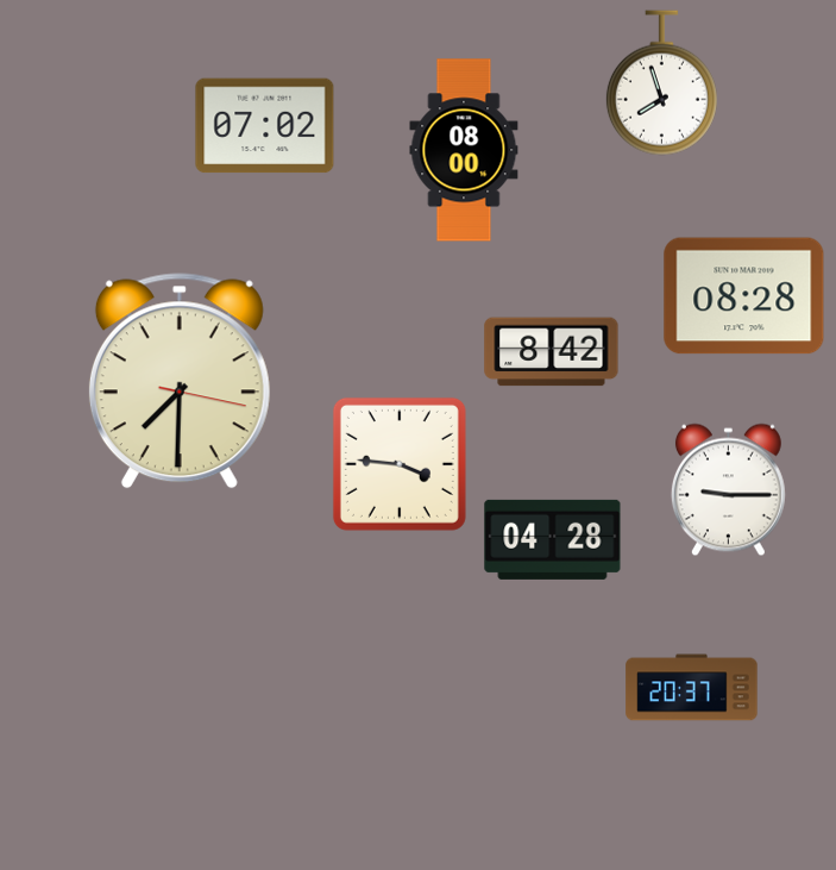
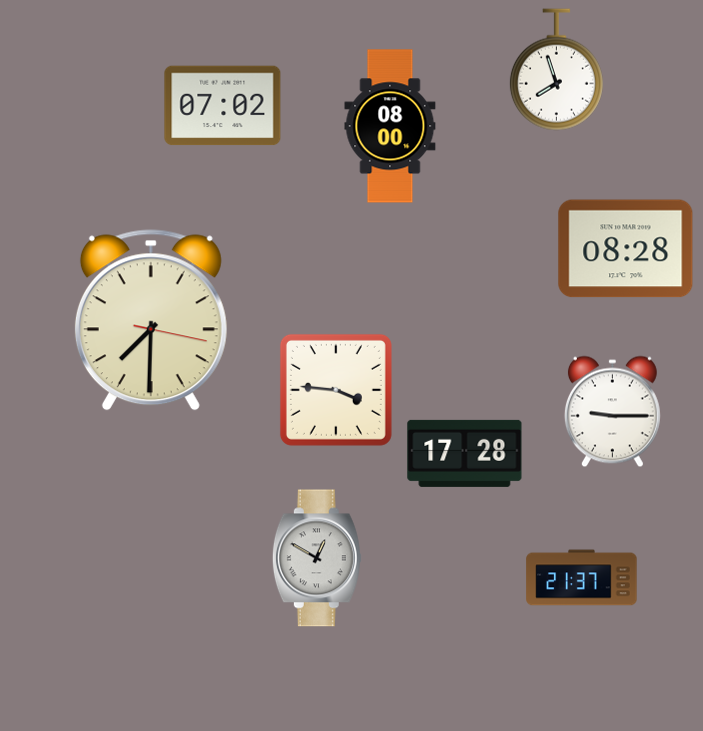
clock at (552, 352): 8:42 -> none
clock at (553, 539): 04:28 -> 17:28
clock at (317, 558): none -> 12:50
clock at (692, 688): 20:37 -> 21:37
